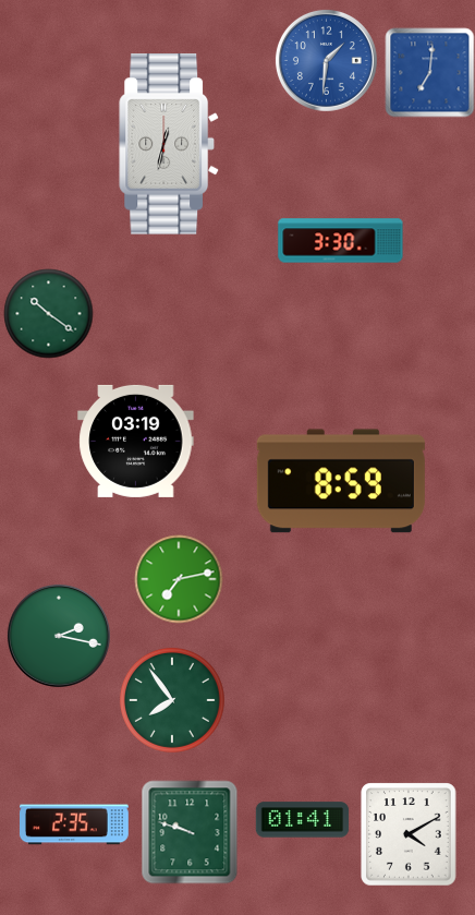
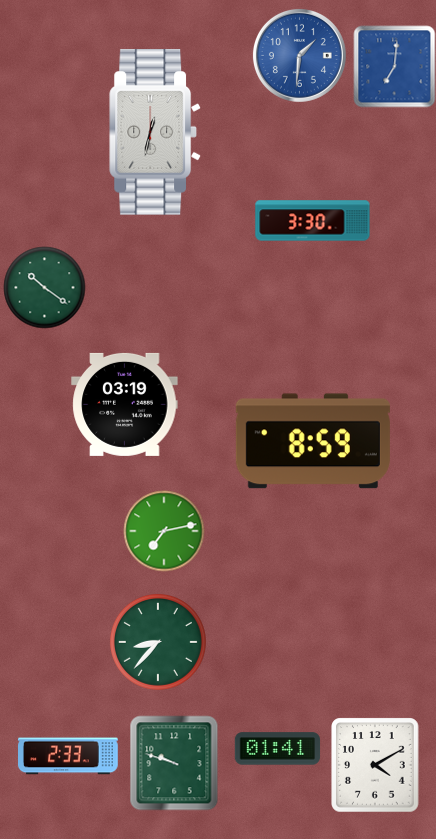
clock at (59, 636): 2:17 -> none
clock at (172, 700): 7:54 -> 8:37
clock at (302, 820) position: (302, 820) -> (277, 749)
clock at (75, 824): 2:35 -> 2:33
